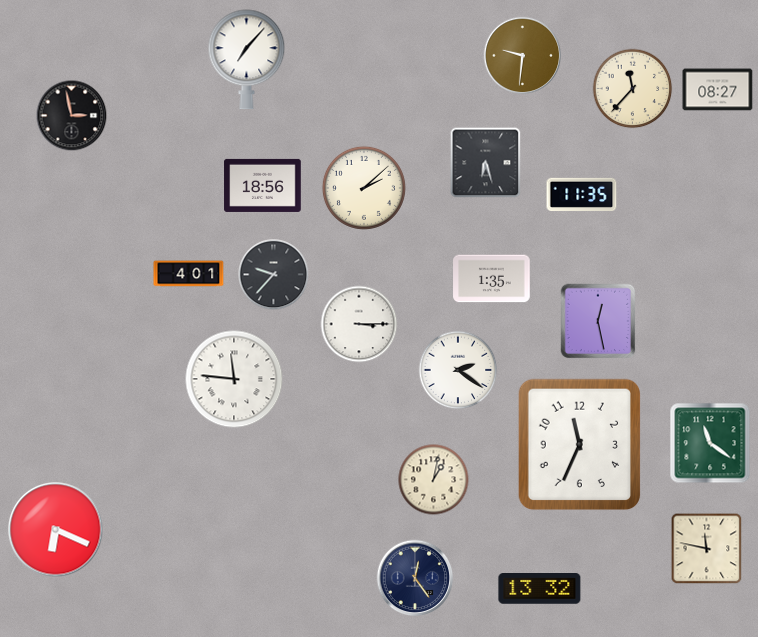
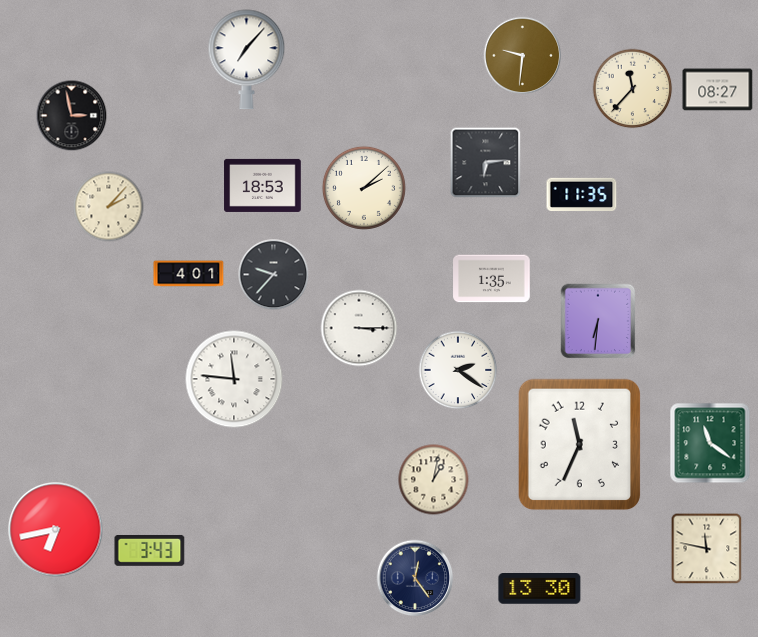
clock at (486, 163): 6:27 -> 6:14
clock at (263, 185): 18:56 -> 18:53
clock at (109, 207): none -> 2:07
clock at (598, 321): 12:28 -> 6:31
clock at (359, 324) position: (359, 324) -> (359, 328)
clock at (56, 530): 6:19 -> 6:43
clock at (150, 550): none -> 3:43
clock at (540, 589): 13:32 -> 13:30
